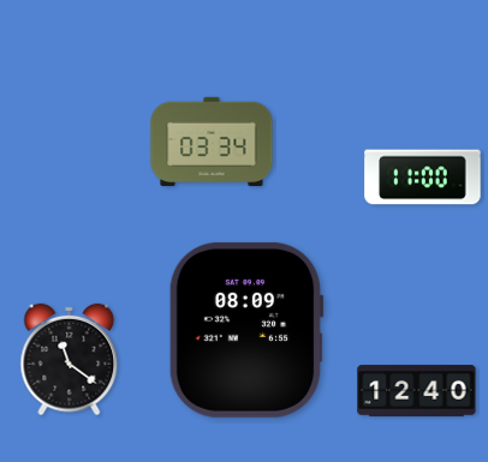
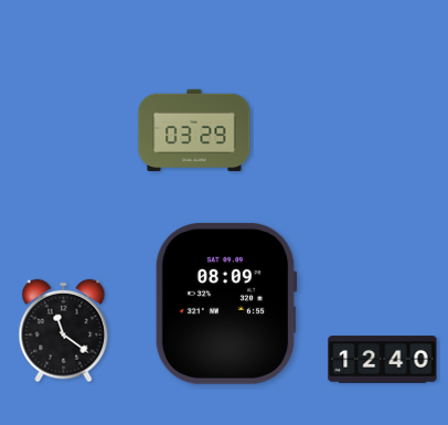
clock at (212, 142): 03:34 -> 03:29
clock at (423, 178): 11:00 -> none
